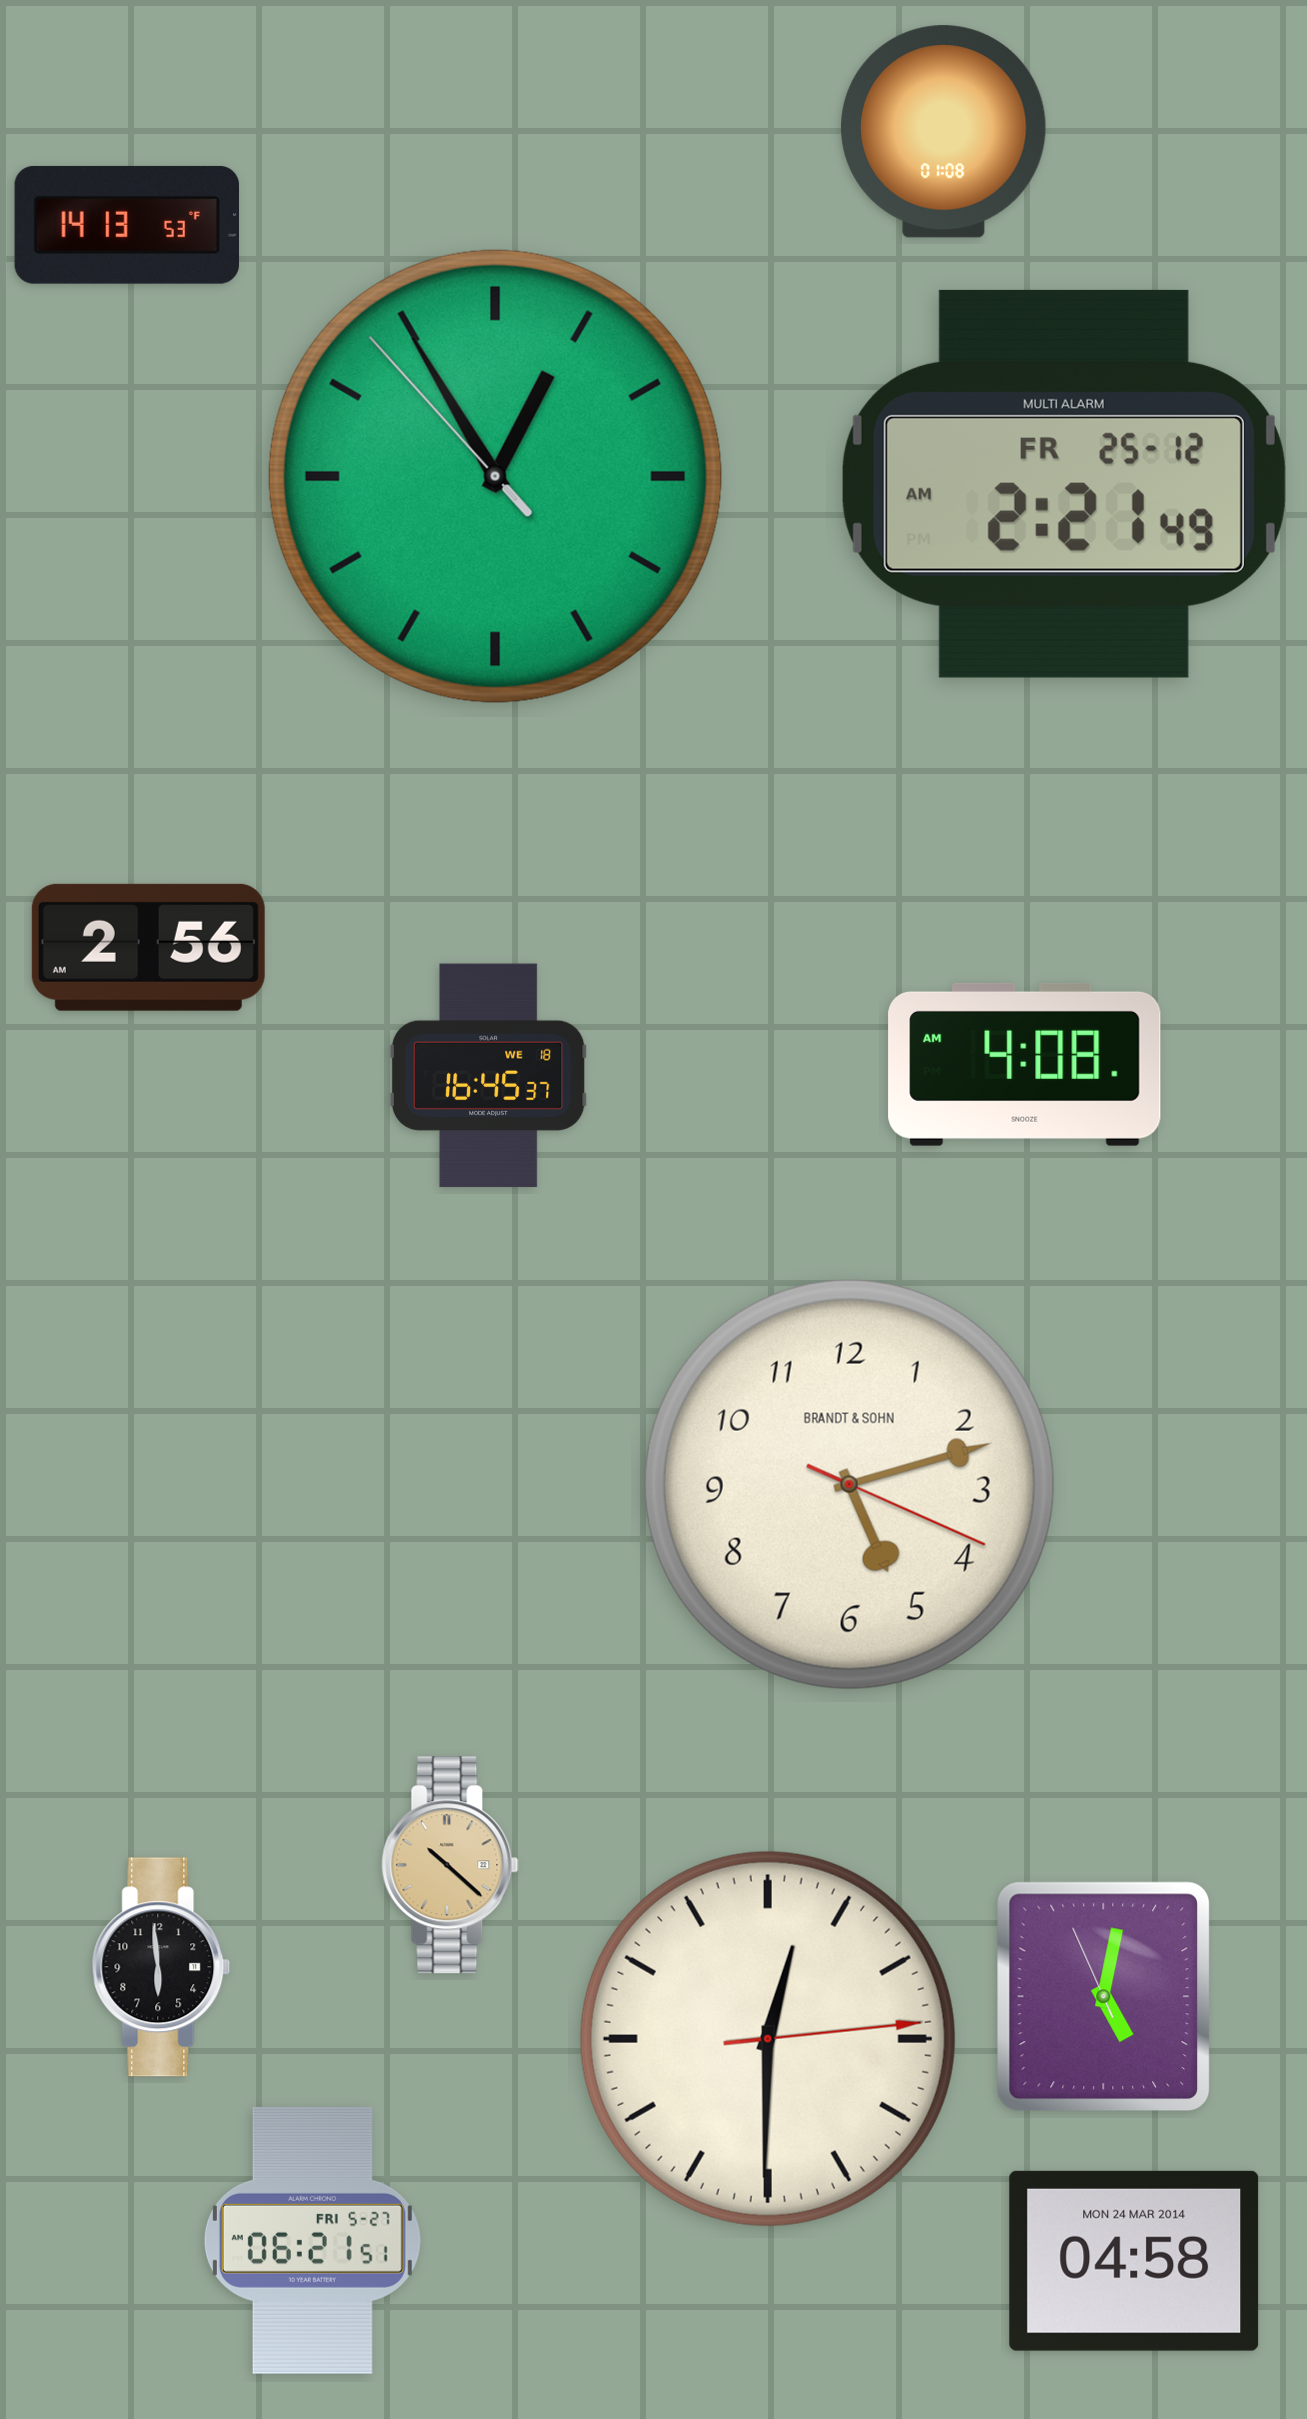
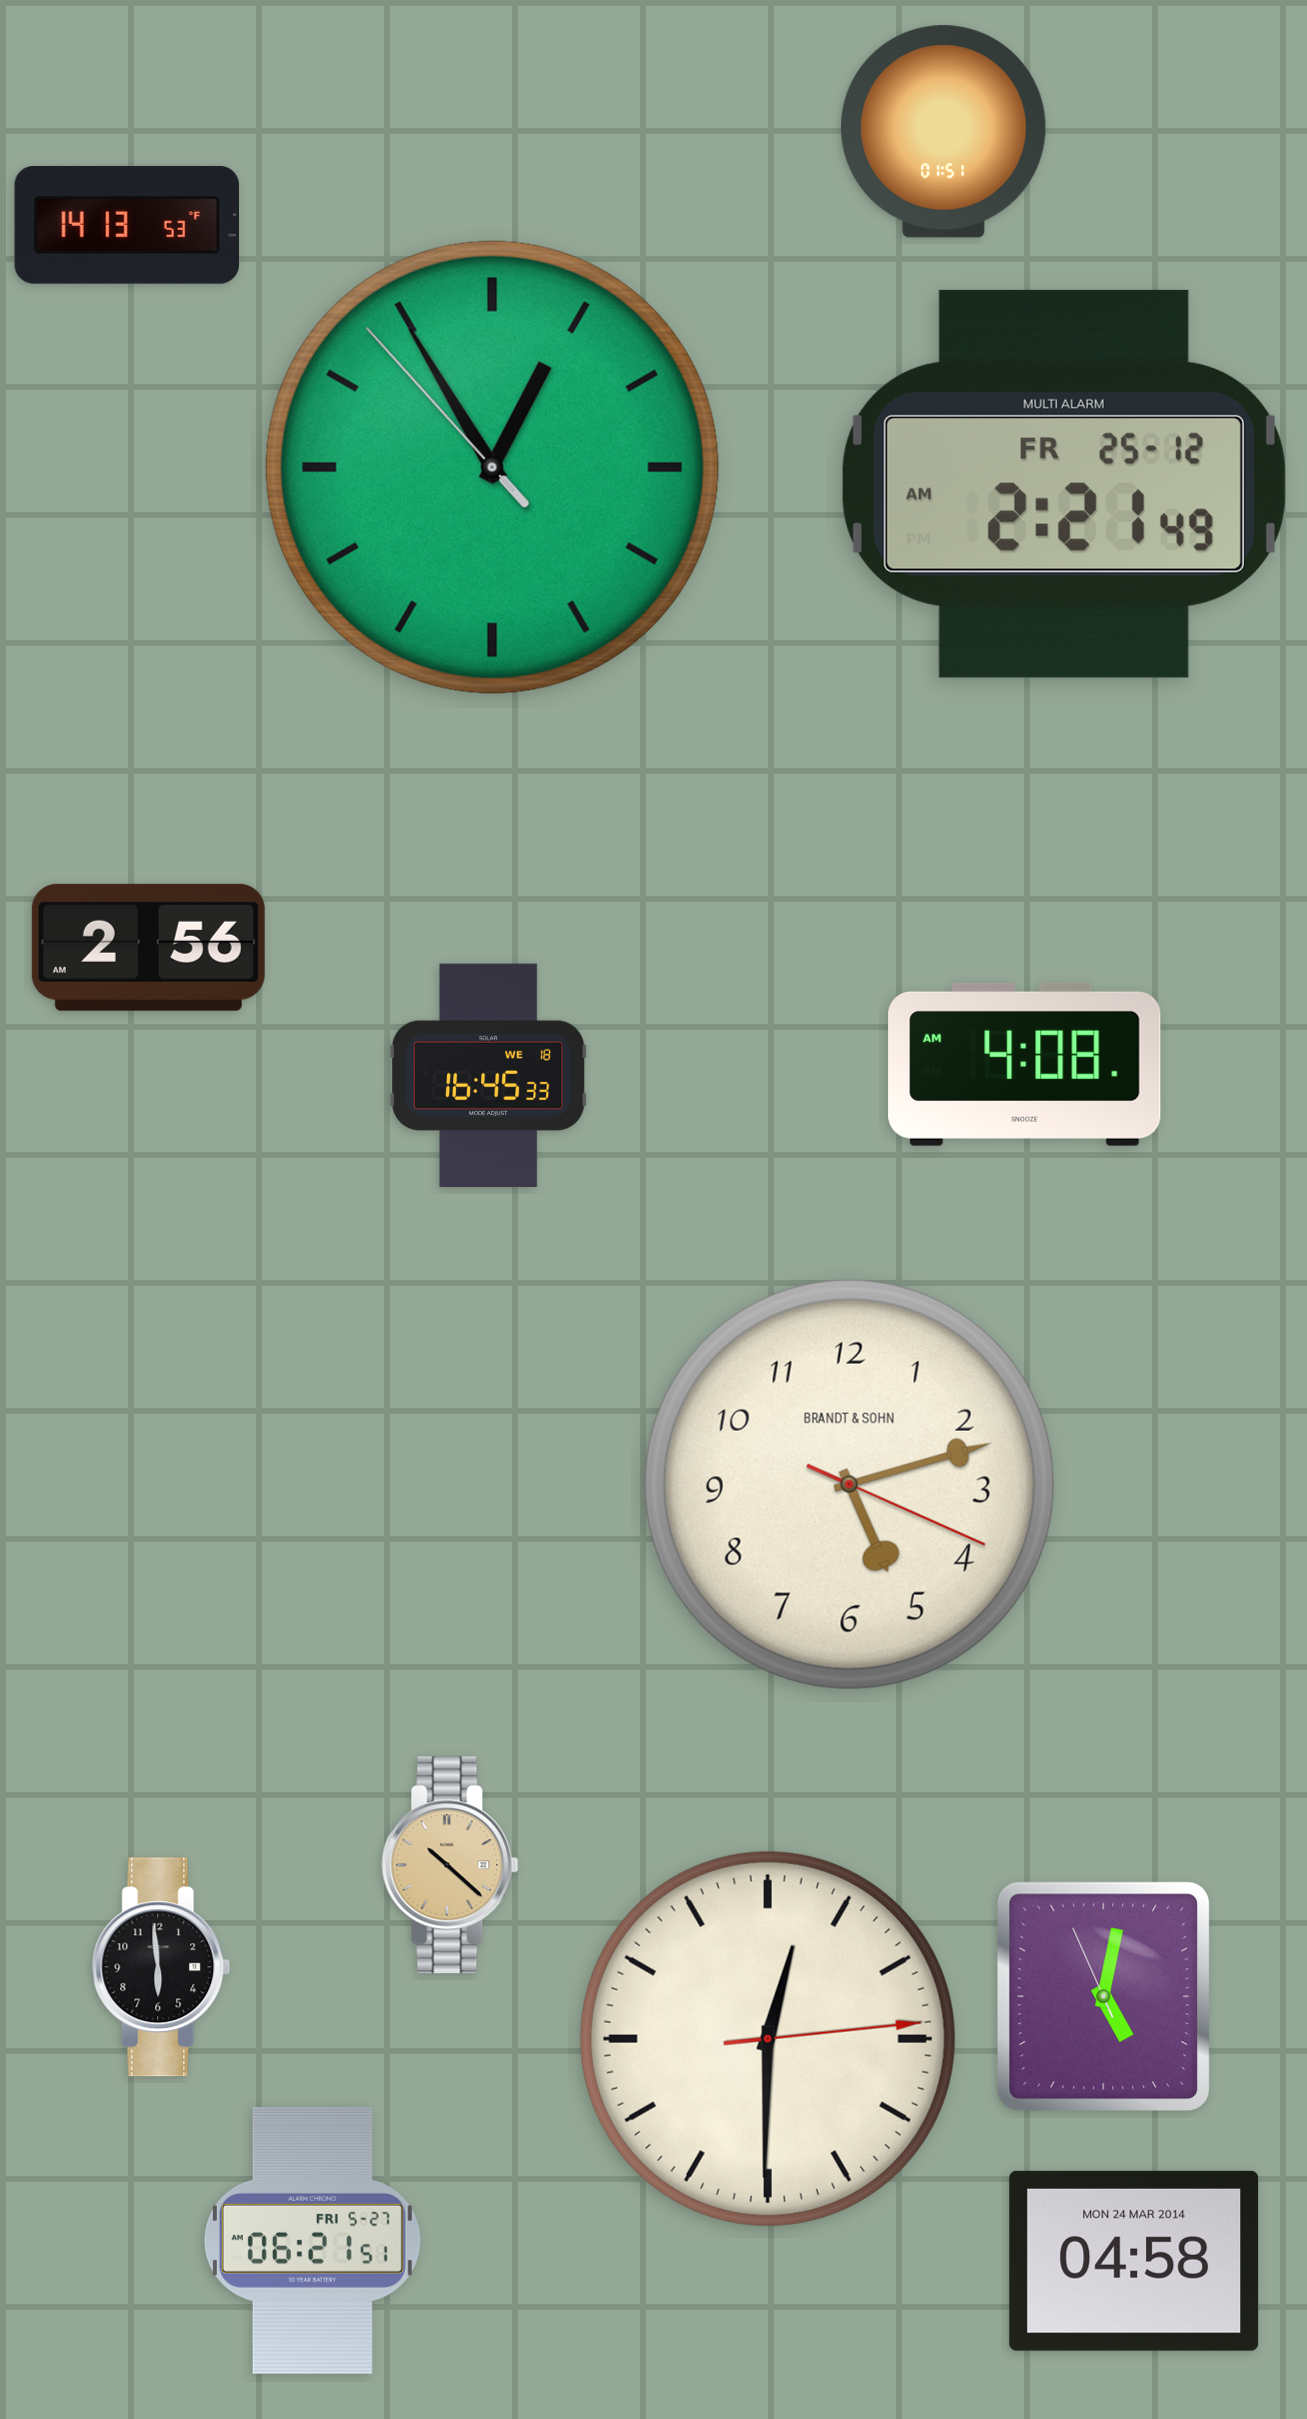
clock at (944, 132): 01:08 -> 01:51
clock at (495, 476) position: (495, 476) -> (492, 467)
clock at (488, 1076): 16:45:37 -> 16:45:33
